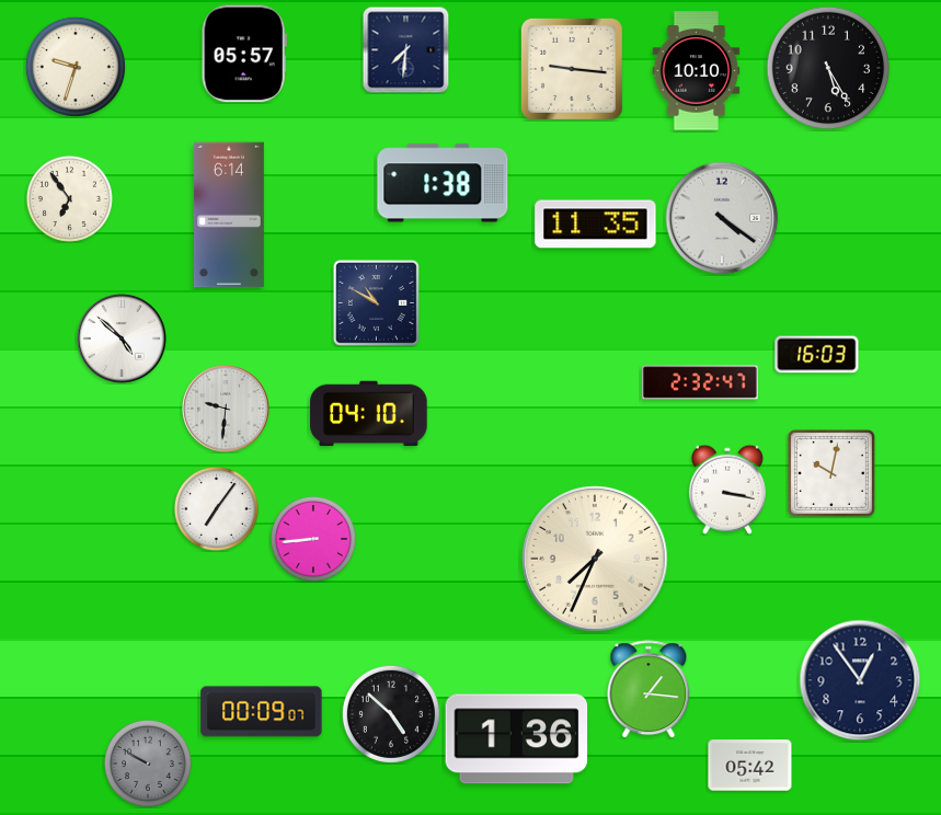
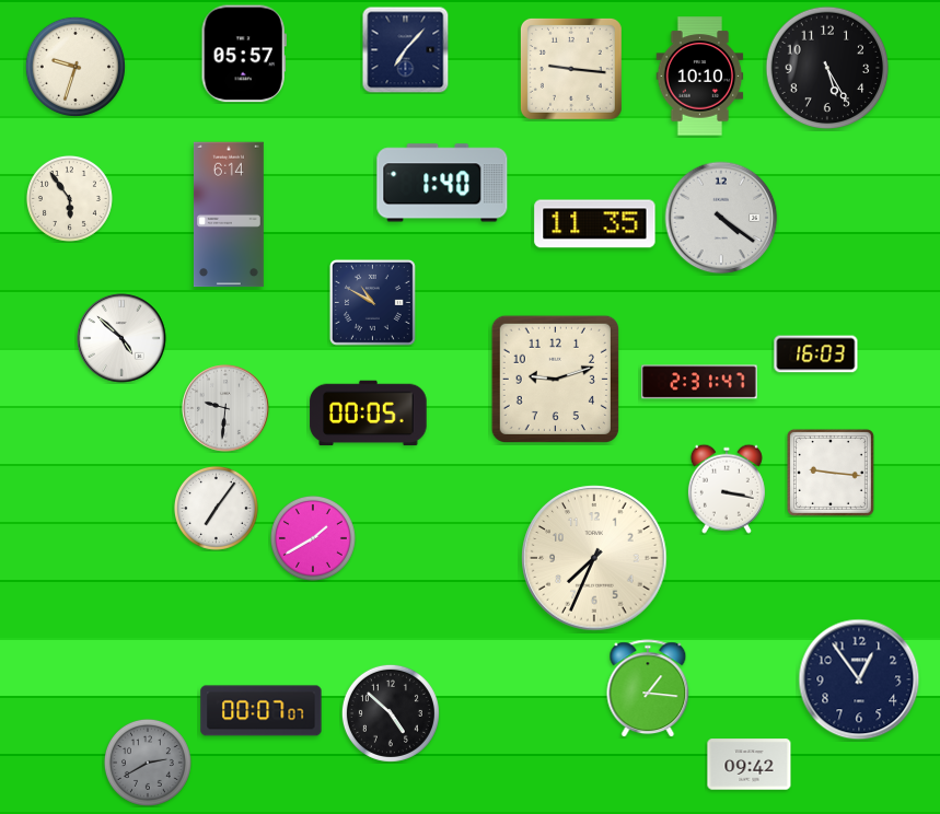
clock at (405, 49): 7:31 -> 7:07
clock at (697, 71) position: (697, 71) -> (700, 77)
clock at (443, 183): 1:38 -> 1:40
clock at (69, 198): 6:54 -> 5:54
clock at (376, 302) position: (376, 302) -> (372, 302)
clock at (555, 379): none -> 9:12
clock at (700, 382): 2:32 -> 2:31
clock at (369, 414): 04:10 -> 00:05
clock at (831, 473): 10:02 -> 9:16
clock at (313, 539): 8:44 -> 1:40
clock at (262, 712): 00:09 -> 00:07
clock at (517, 739): 1:36 -> none
clock at (148, 764): 9:50 -> 2:40
clock at (750, 766): 05:42 -> 09:42
